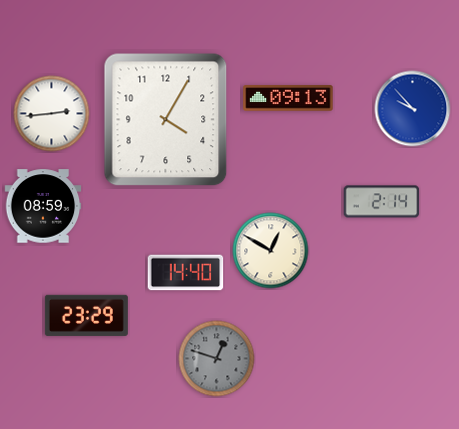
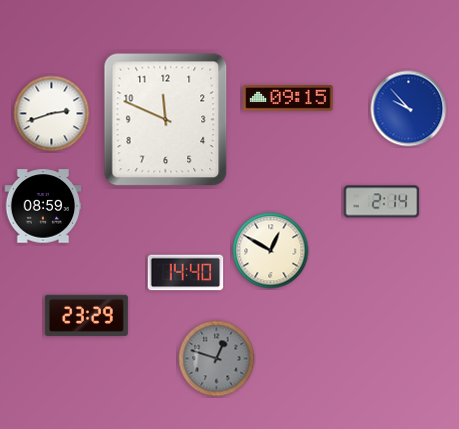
clock at (288, 98): 09:13 -> 09:15
clock at (413, 109) position: (413, 109) -> (409, 109)
clock at (52, 114): 2:44 -> 2:42
clock at (166, 120): 4:05 -> 11:49
